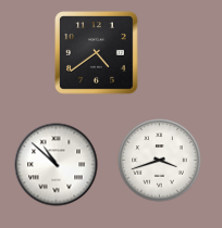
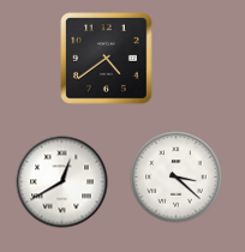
clock at (160, 161): 3:42 -> 3:22
clock at (57, 165): 10:52 -> 12:40
